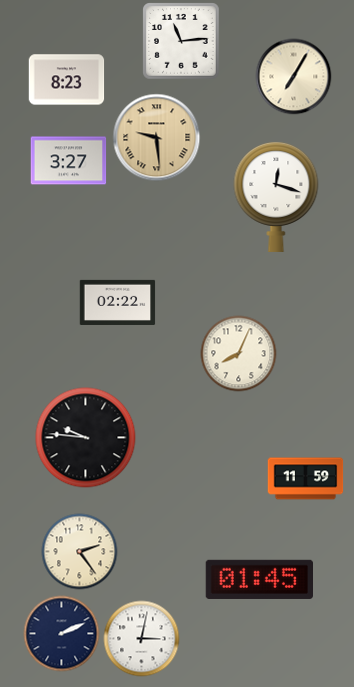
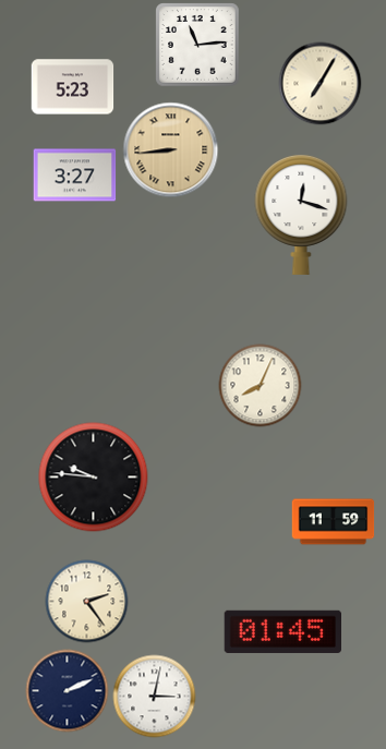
clock at (67, 80): 8:23 -> 5:23
clock at (157, 138): 9:29 -> 8:44
clock at (118, 302): 02:22 -> none
